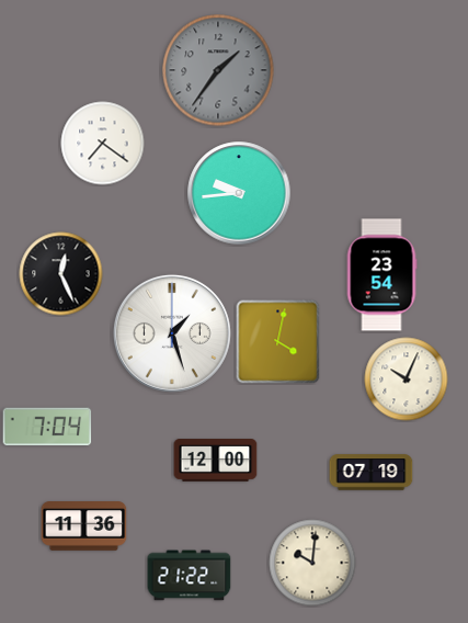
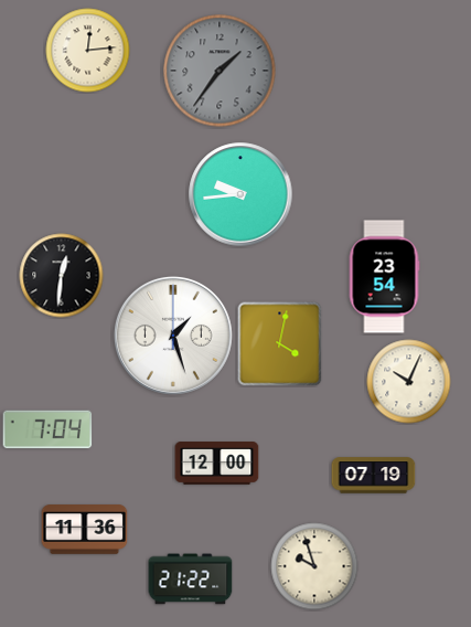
clock at (88, 51): none -> 12:14
clock at (103, 144): 7:21 -> none
clock at (61, 274): 12:26 -> 12:31
clock at (312, 563): 10:01 -> 9:57
